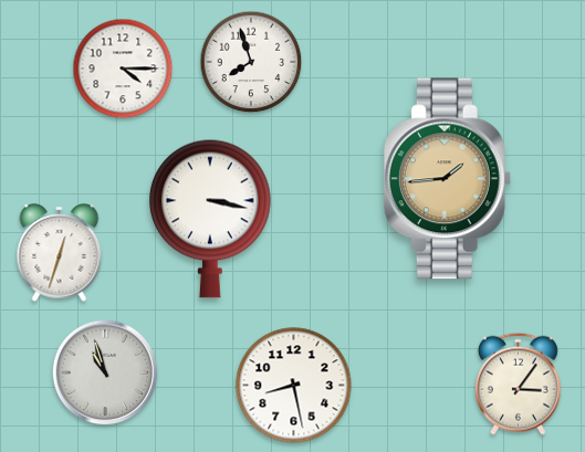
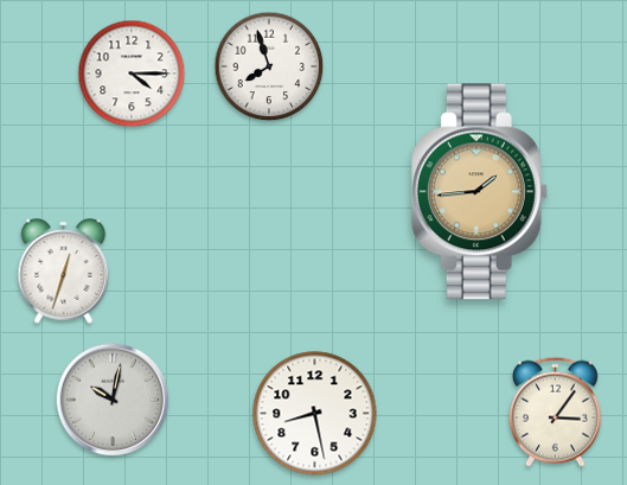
clock at (211, 219): 3:17 -> none
clock at (105, 372): 10:57 -> 10:02
